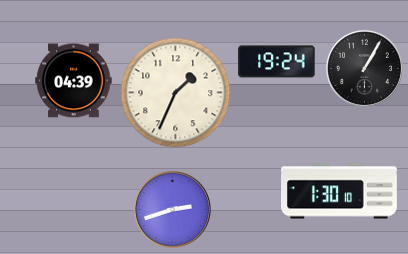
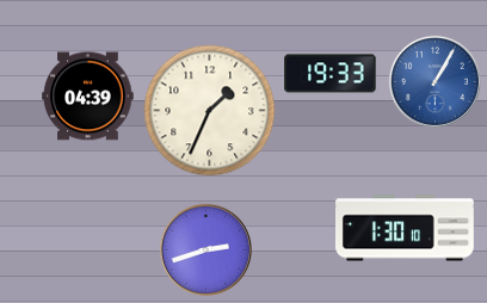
clock at (277, 62): 19:24 -> 19:33
clock at (364, 68) dial: black -> blue
